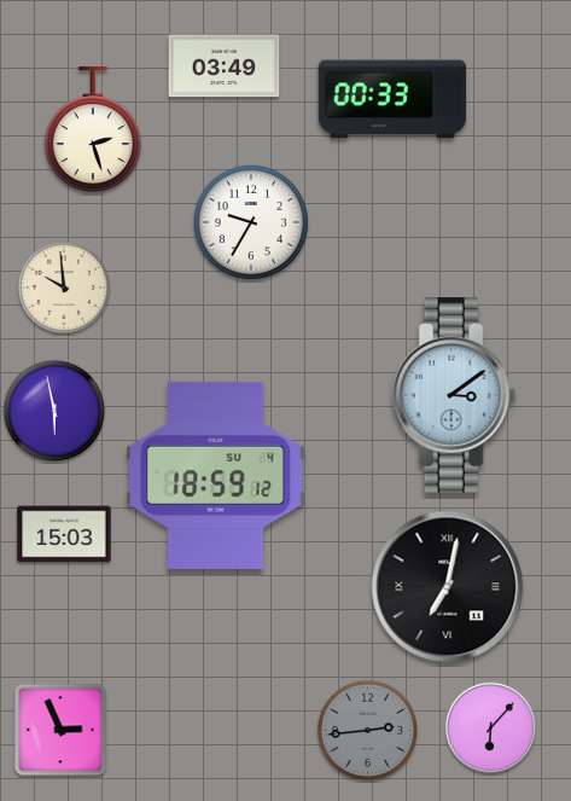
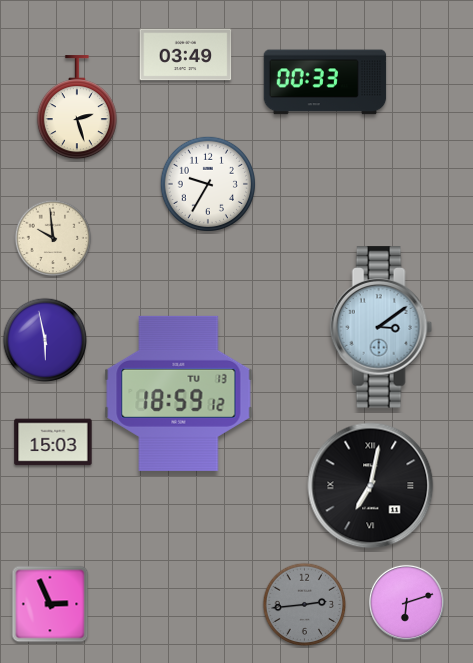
clock at (454, 395) position: (454, 395) -> (381, 327)
clock at (216, 475) date: SU 4 -> TU 13
clock at (490, 727): 6:07 -> 6:12
